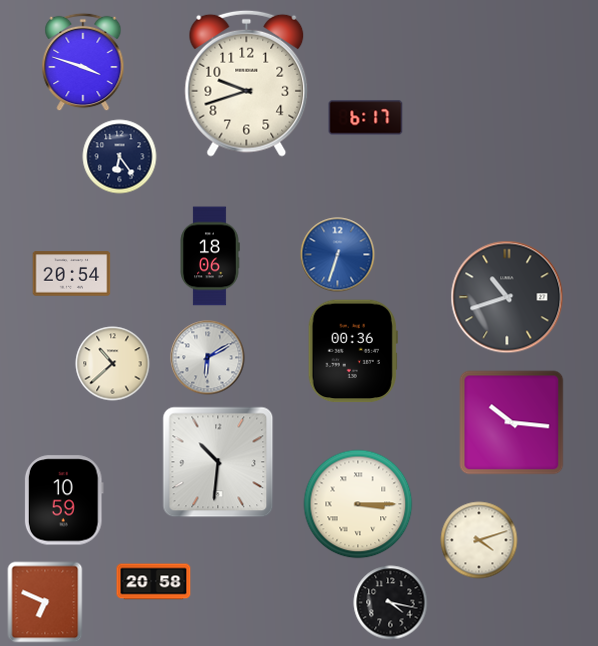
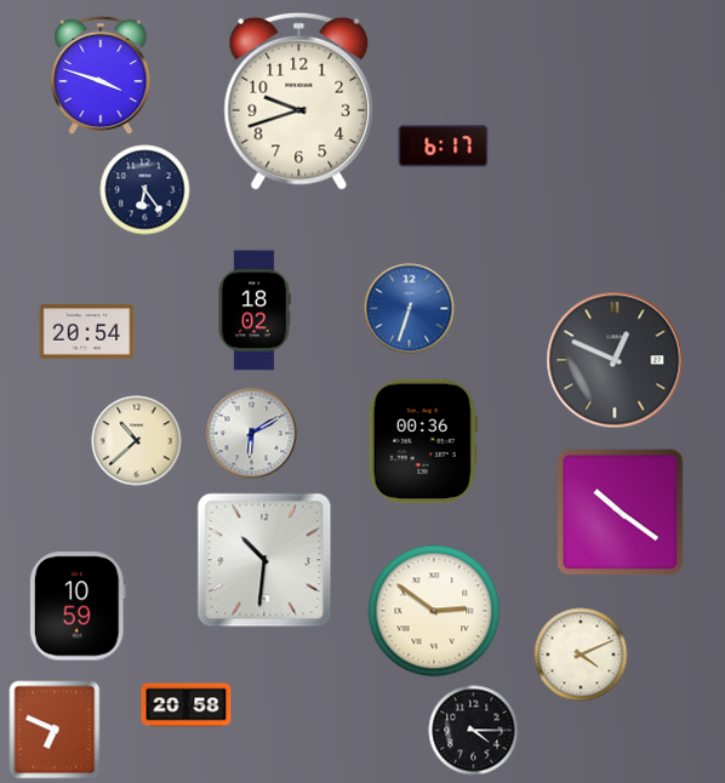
clock at (366, 118) position: (366, 118) -> (444, 147)
clock at (210, 256): 18:06 -> 18:02
clock at (507, 297): 10:42 -> 12:49
clock at (353, 351) position: (353, 351) -> (423, 441)
clock at (512, 423): 10:16 -> 10:21
clock at (358, 504): 3:15 -> 2:51
clock at (479, 540): 4:12 -> 4:11
clock at (391, 603): 4:17 -> 4:15
